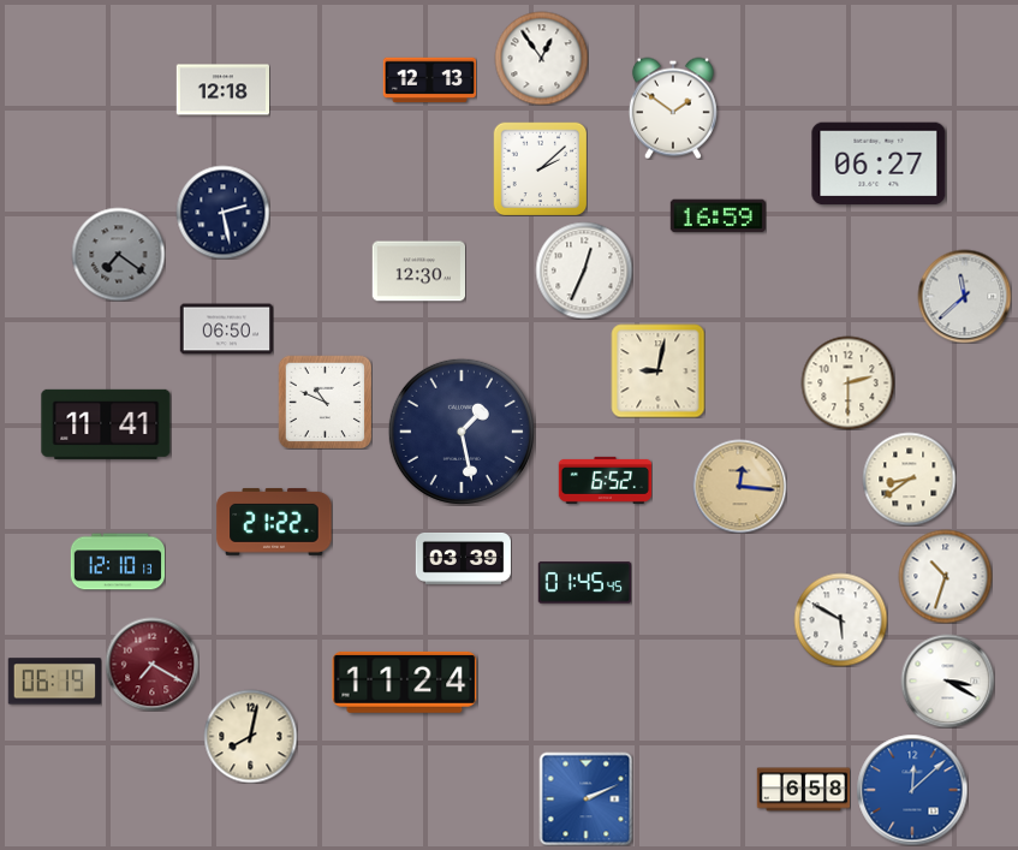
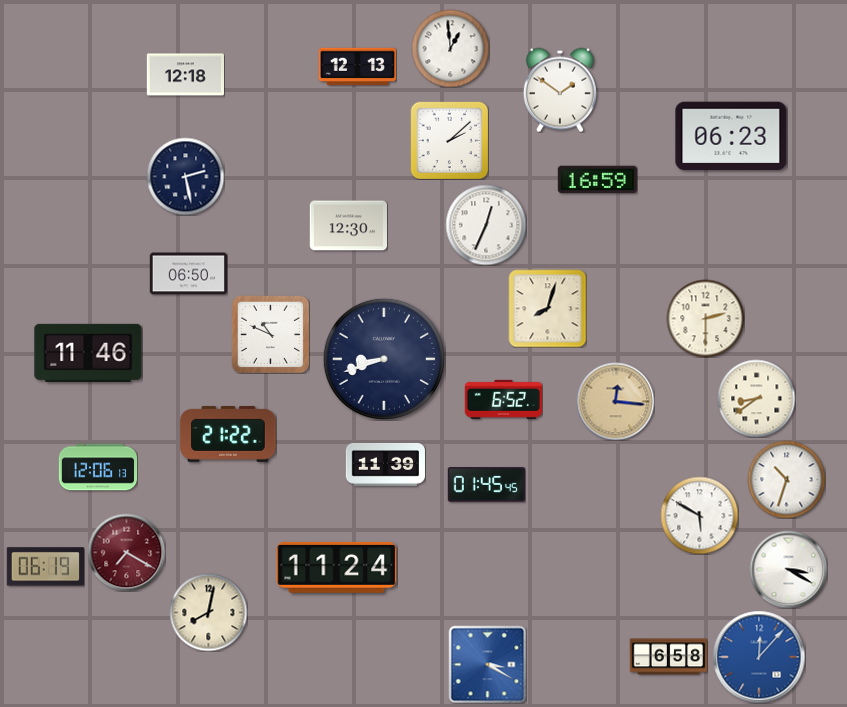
clock at (541, 58): 12:54 -> 12:59
clock at (879, 164): 06:27 -> 06:23
clock at (118, 254): 7:21 -> none
clock at (964, 296): 11:38 -> none
clock at (657, 370): 9:02 -> 8:03
clock at (106, 424): 11:41 -> 11:46
clock at (462, 432): 1:28 -> 8:42
clock at (739, 486) position: (739, 486) -> (615, 401)
clock at (463, 559): 03:39 -> 11:39
clock at (118, 561): 12:10 -> 12:06
clock at (947, 680) position: (947, 680) -> (788, 569)
clock at (912, 790): 12:08 -> 12:07
clock at (585, 798): 2:11 -> 3:20
